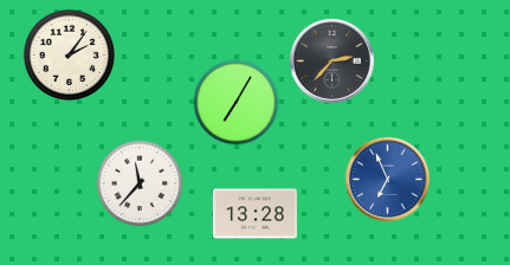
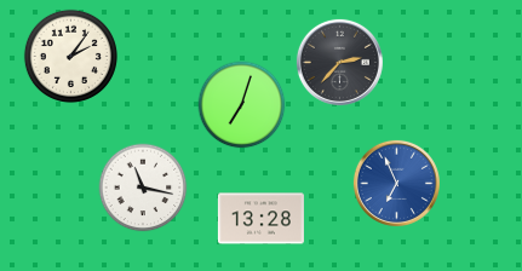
clock at (237, 103): 7:05 -> 7:03
clock at (140, 183): 11:37 -> 11:17
